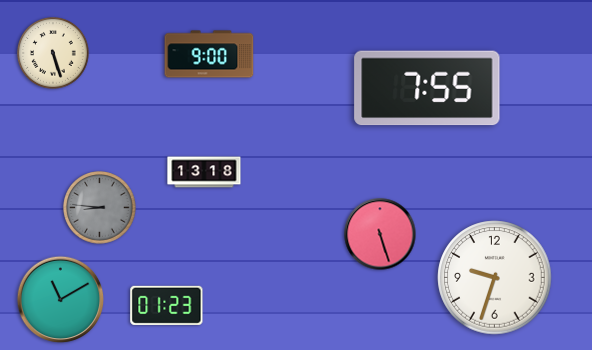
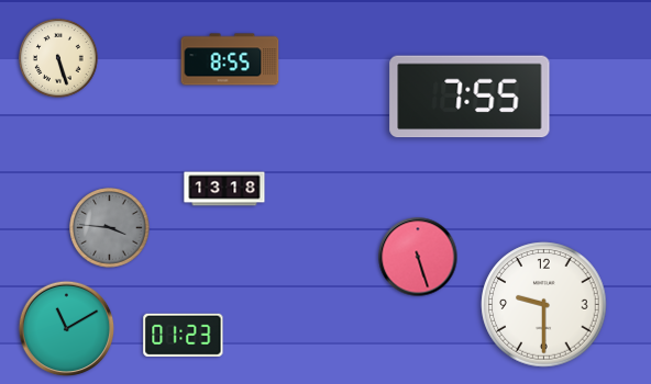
clock at (209, 54): 9:00 -> 8:55
clock at (100, 208): 8:46 -> 3:46
clock at (495, 278): 9:33 -> 9:30
